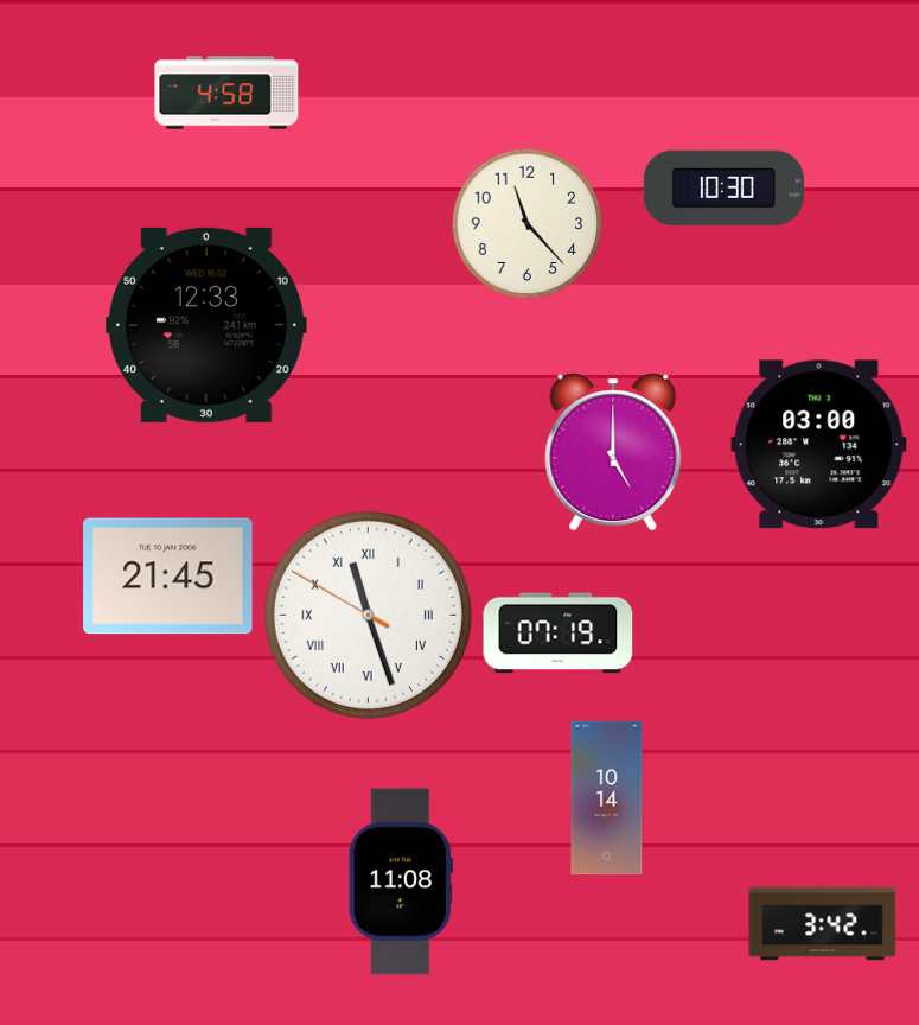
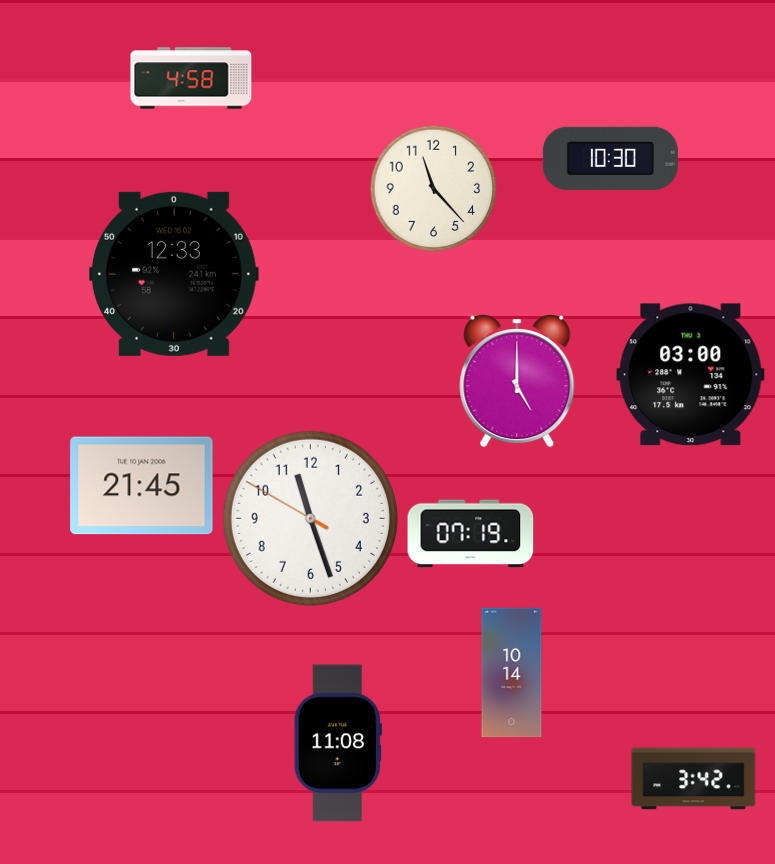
clock at (528, 224) position: (528, 224) -> (434, 189)
clock at (368, 615) numerals: Roman -> Arabic
